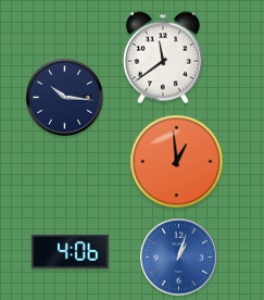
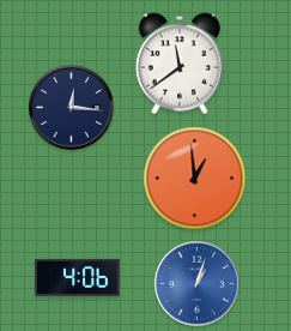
clock at (65, 98): 10:16 -> 12:16
